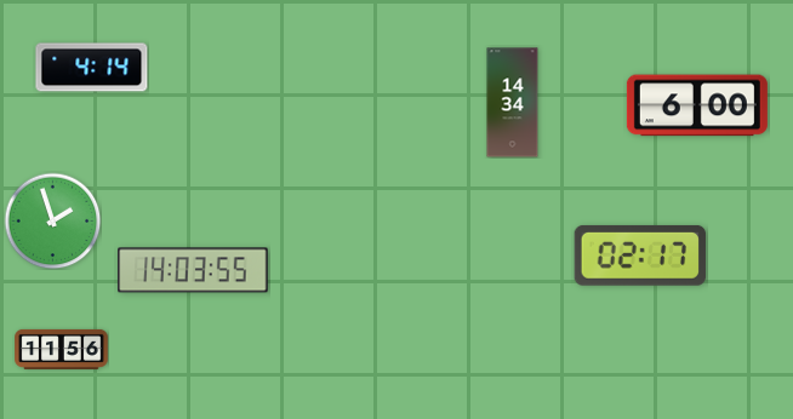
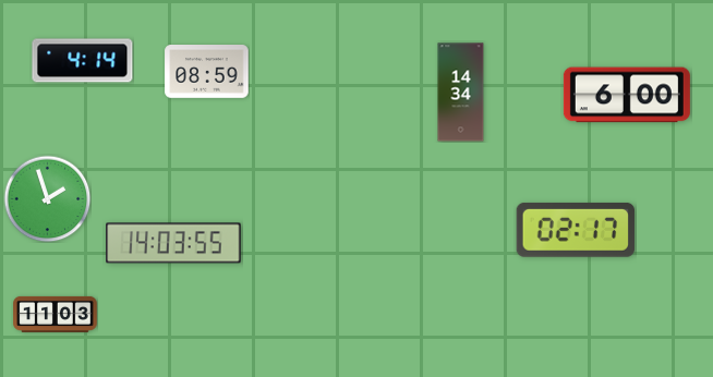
clock at (207, 72): none -> 08:59
clock at (62, 349): 11:56 -> 11:03
